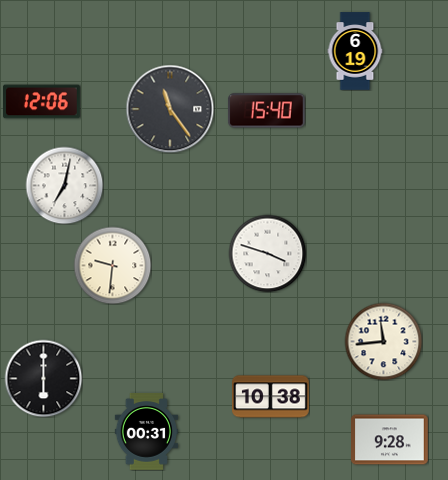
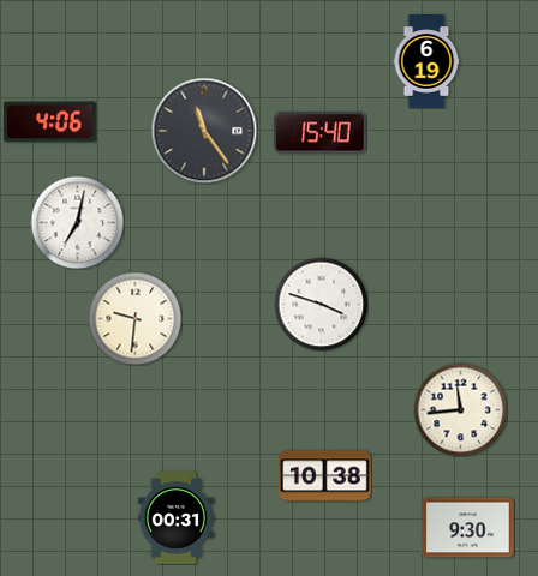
clock at (42, 102): 12:06 -> 4:06
clock at (43, 378): 6:00 -> none
clock at (390, 440): 9:28 -> 9:30
